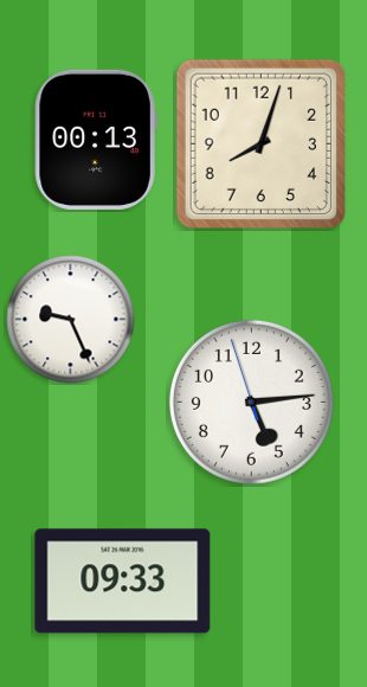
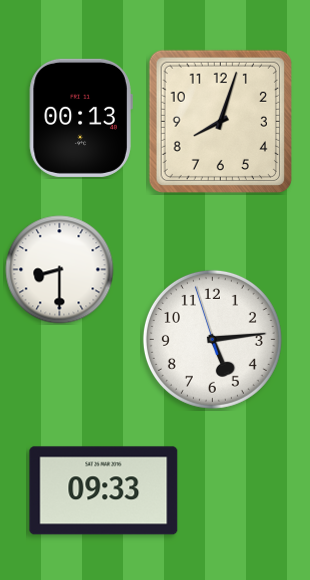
clock at (71, 320): 9:26 -> 8:30
